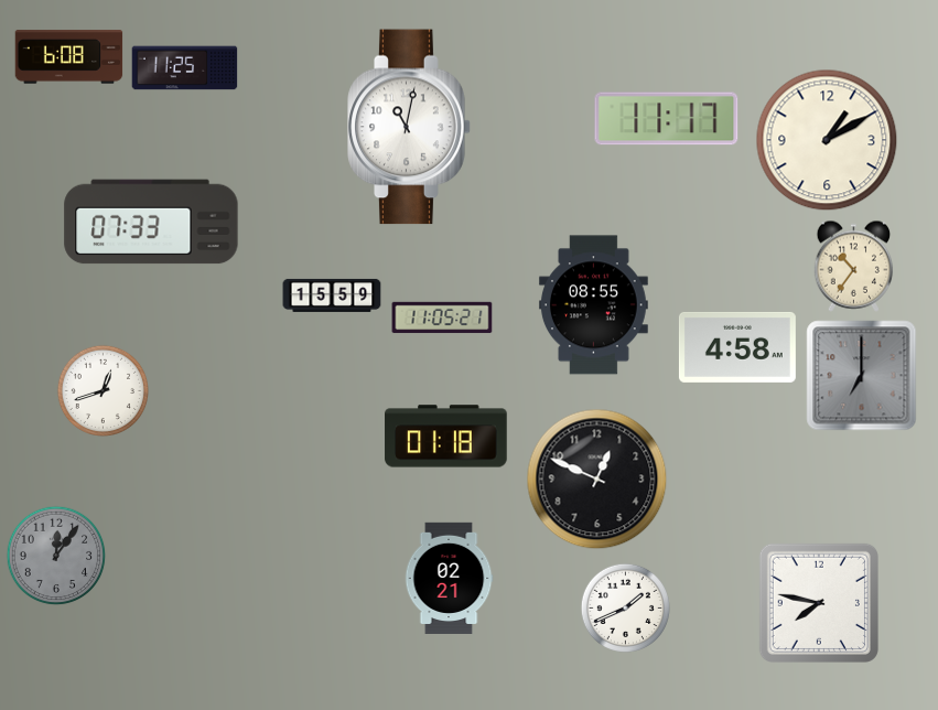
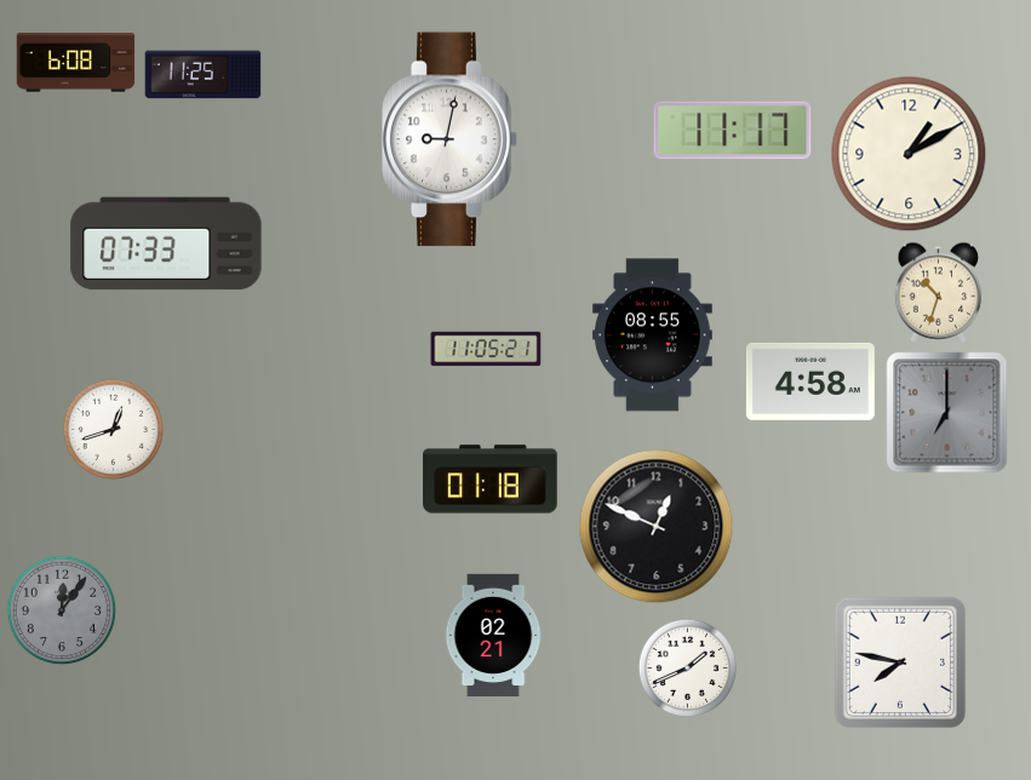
clock at (409, 127): 11:02 -> 9:02
clock at (854, 266): 10:36 -> 10:33
clock at (332, 295): 15:59 -> none
